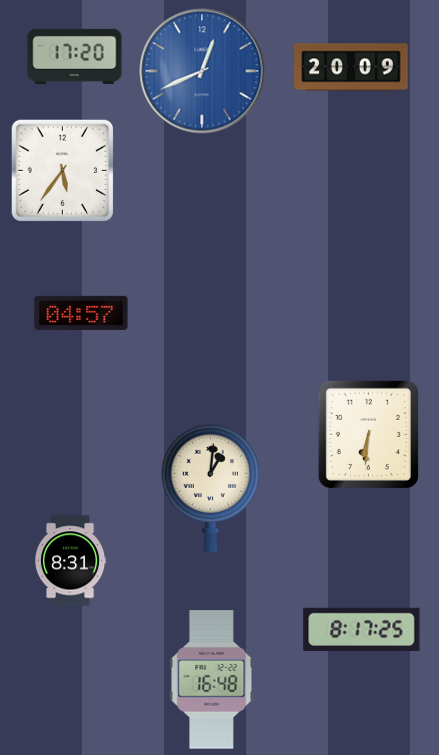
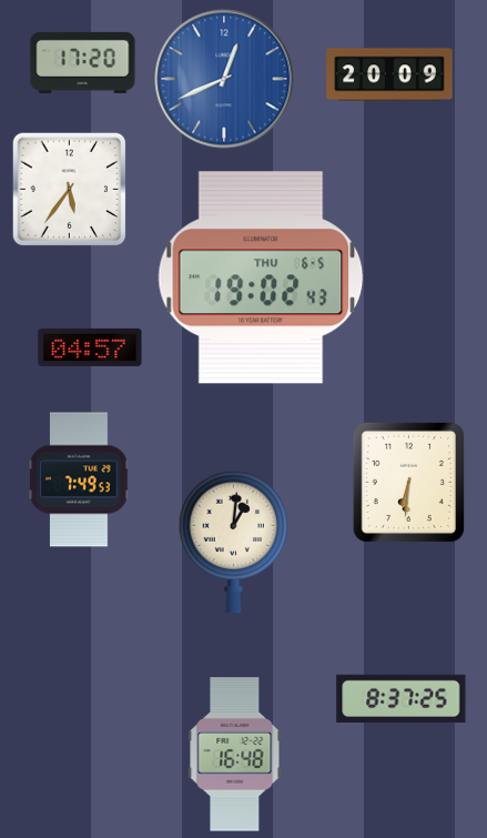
clock at (261, 277): none -> 19:02
clock at (79, 479): none -> 7:49
clock at (70, 561): 8:31 -> none
clock at (362, 629): 8:17 -> 8:37
